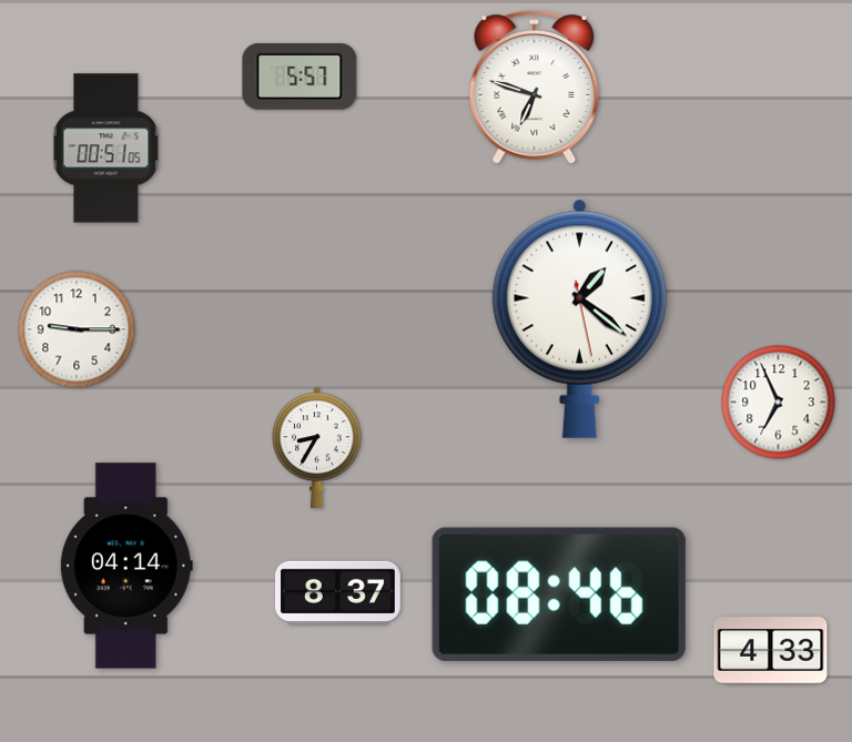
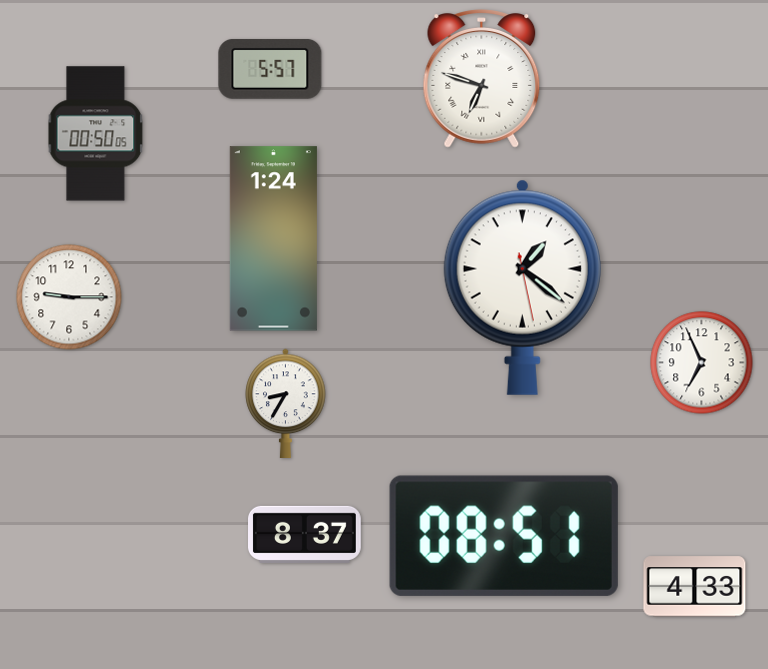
clock at (106, 149): 00:51 -> 00:50
clock at (273, 239): none -> 1:24
clock at (126, 566): 04:14 -> none
clock at (559, 594): 08:46 -> 08:51
